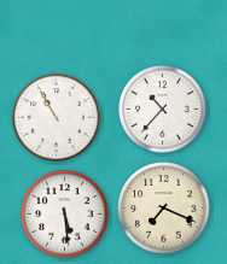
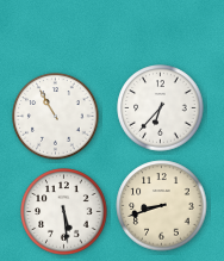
clock at (163, 110): 10:37 -> 6:37
clock at (164, 209): 7:19 -> 8:42
